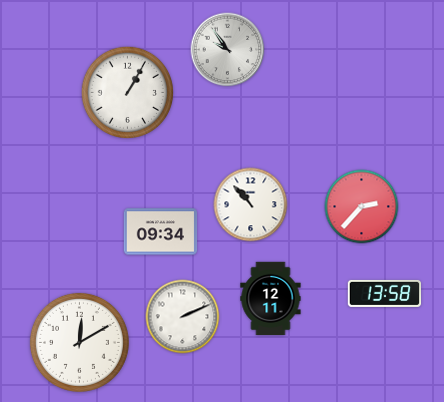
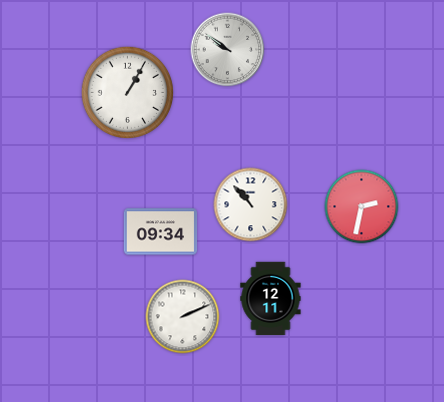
clock at (228, 50): 9:54 -> 9:51
clock at (362, 207): 2:37 -> 2:32
clock at (385, 293): 13:58 -> none
clock at (79, 342): 12:10 -> none
